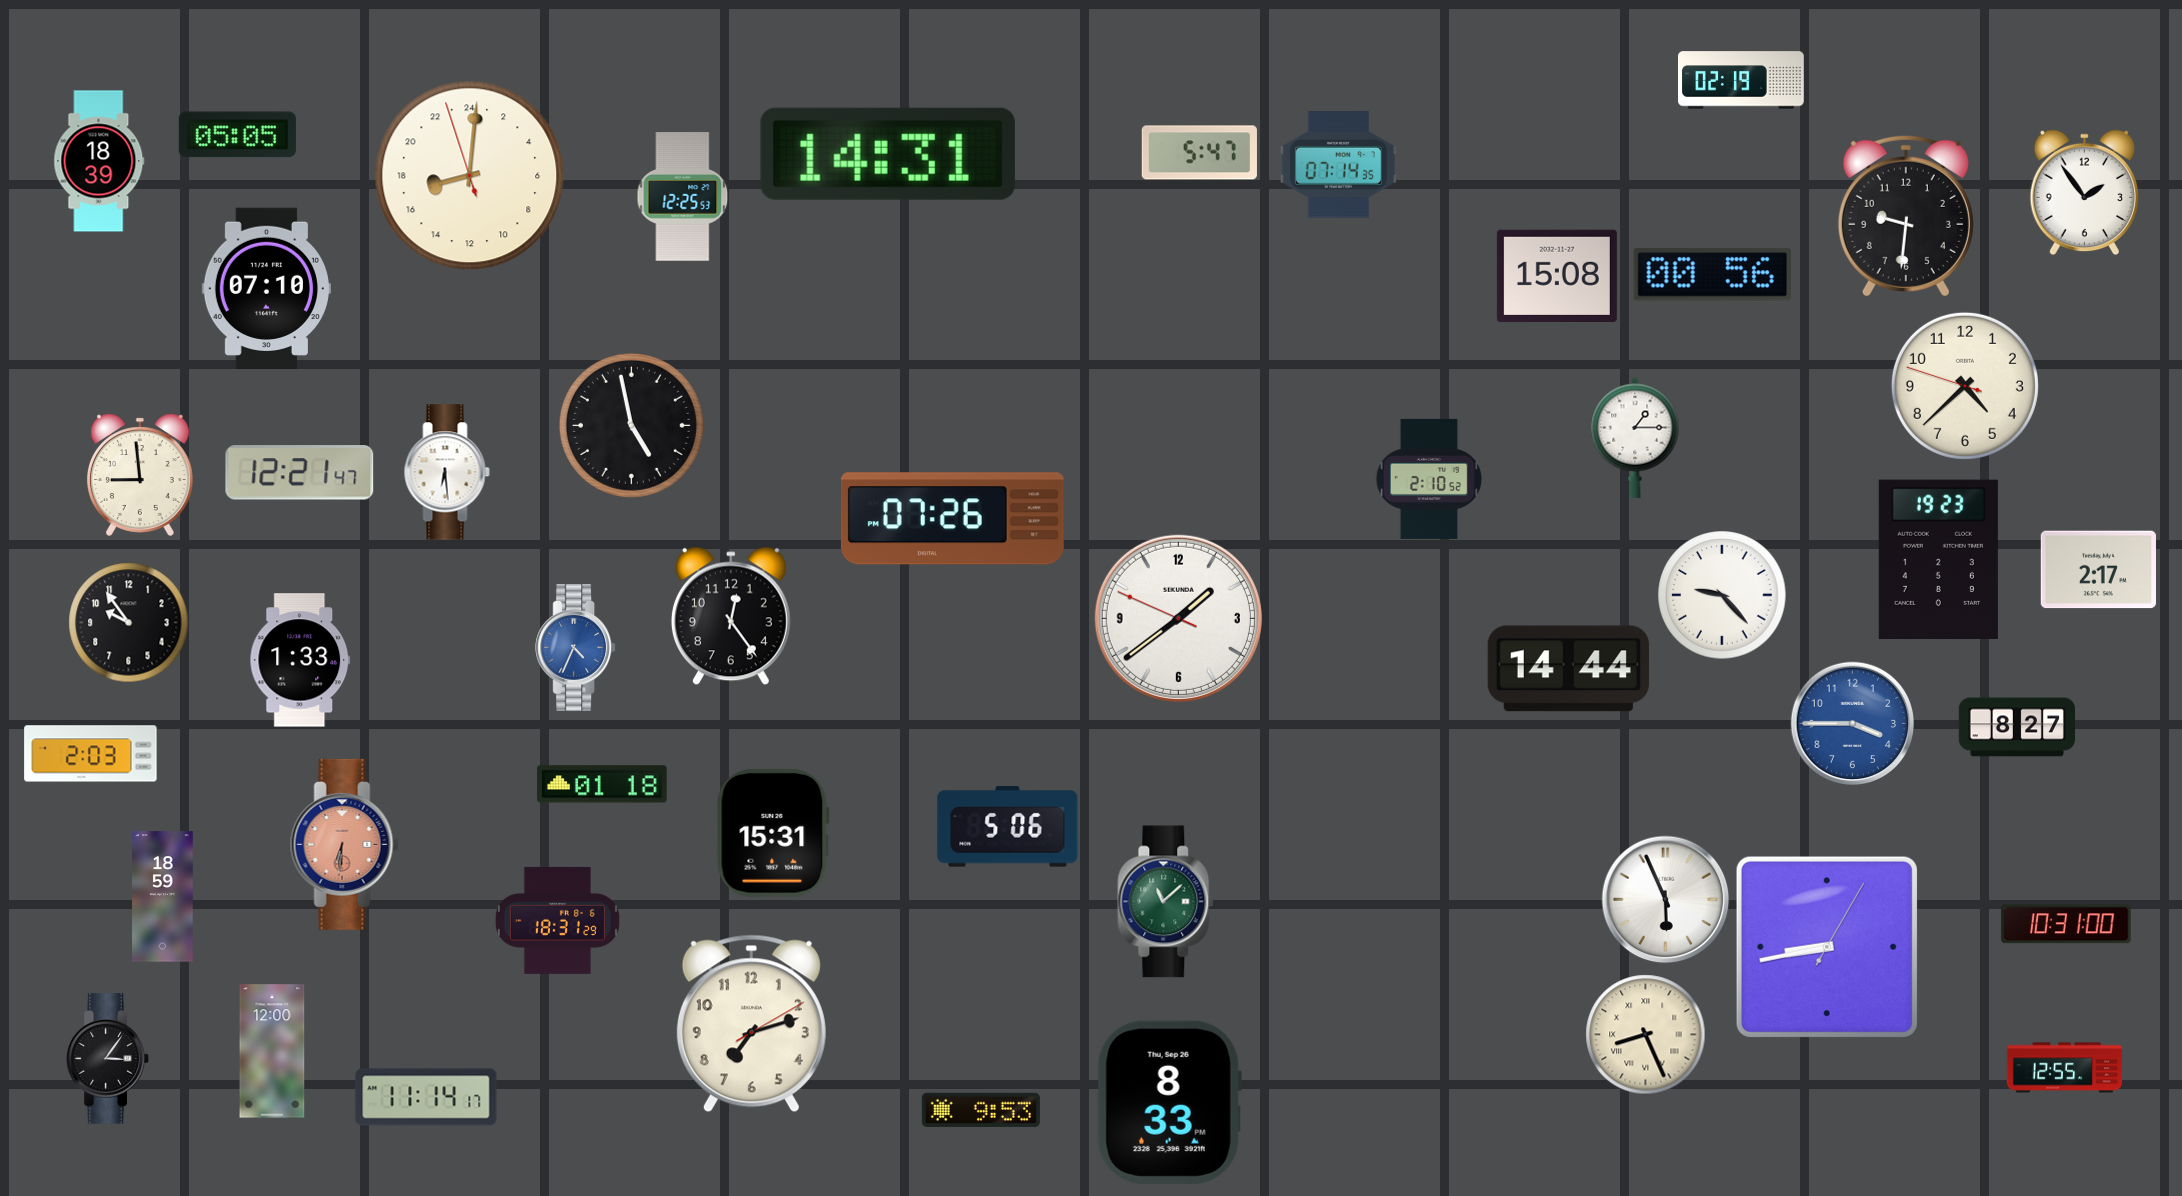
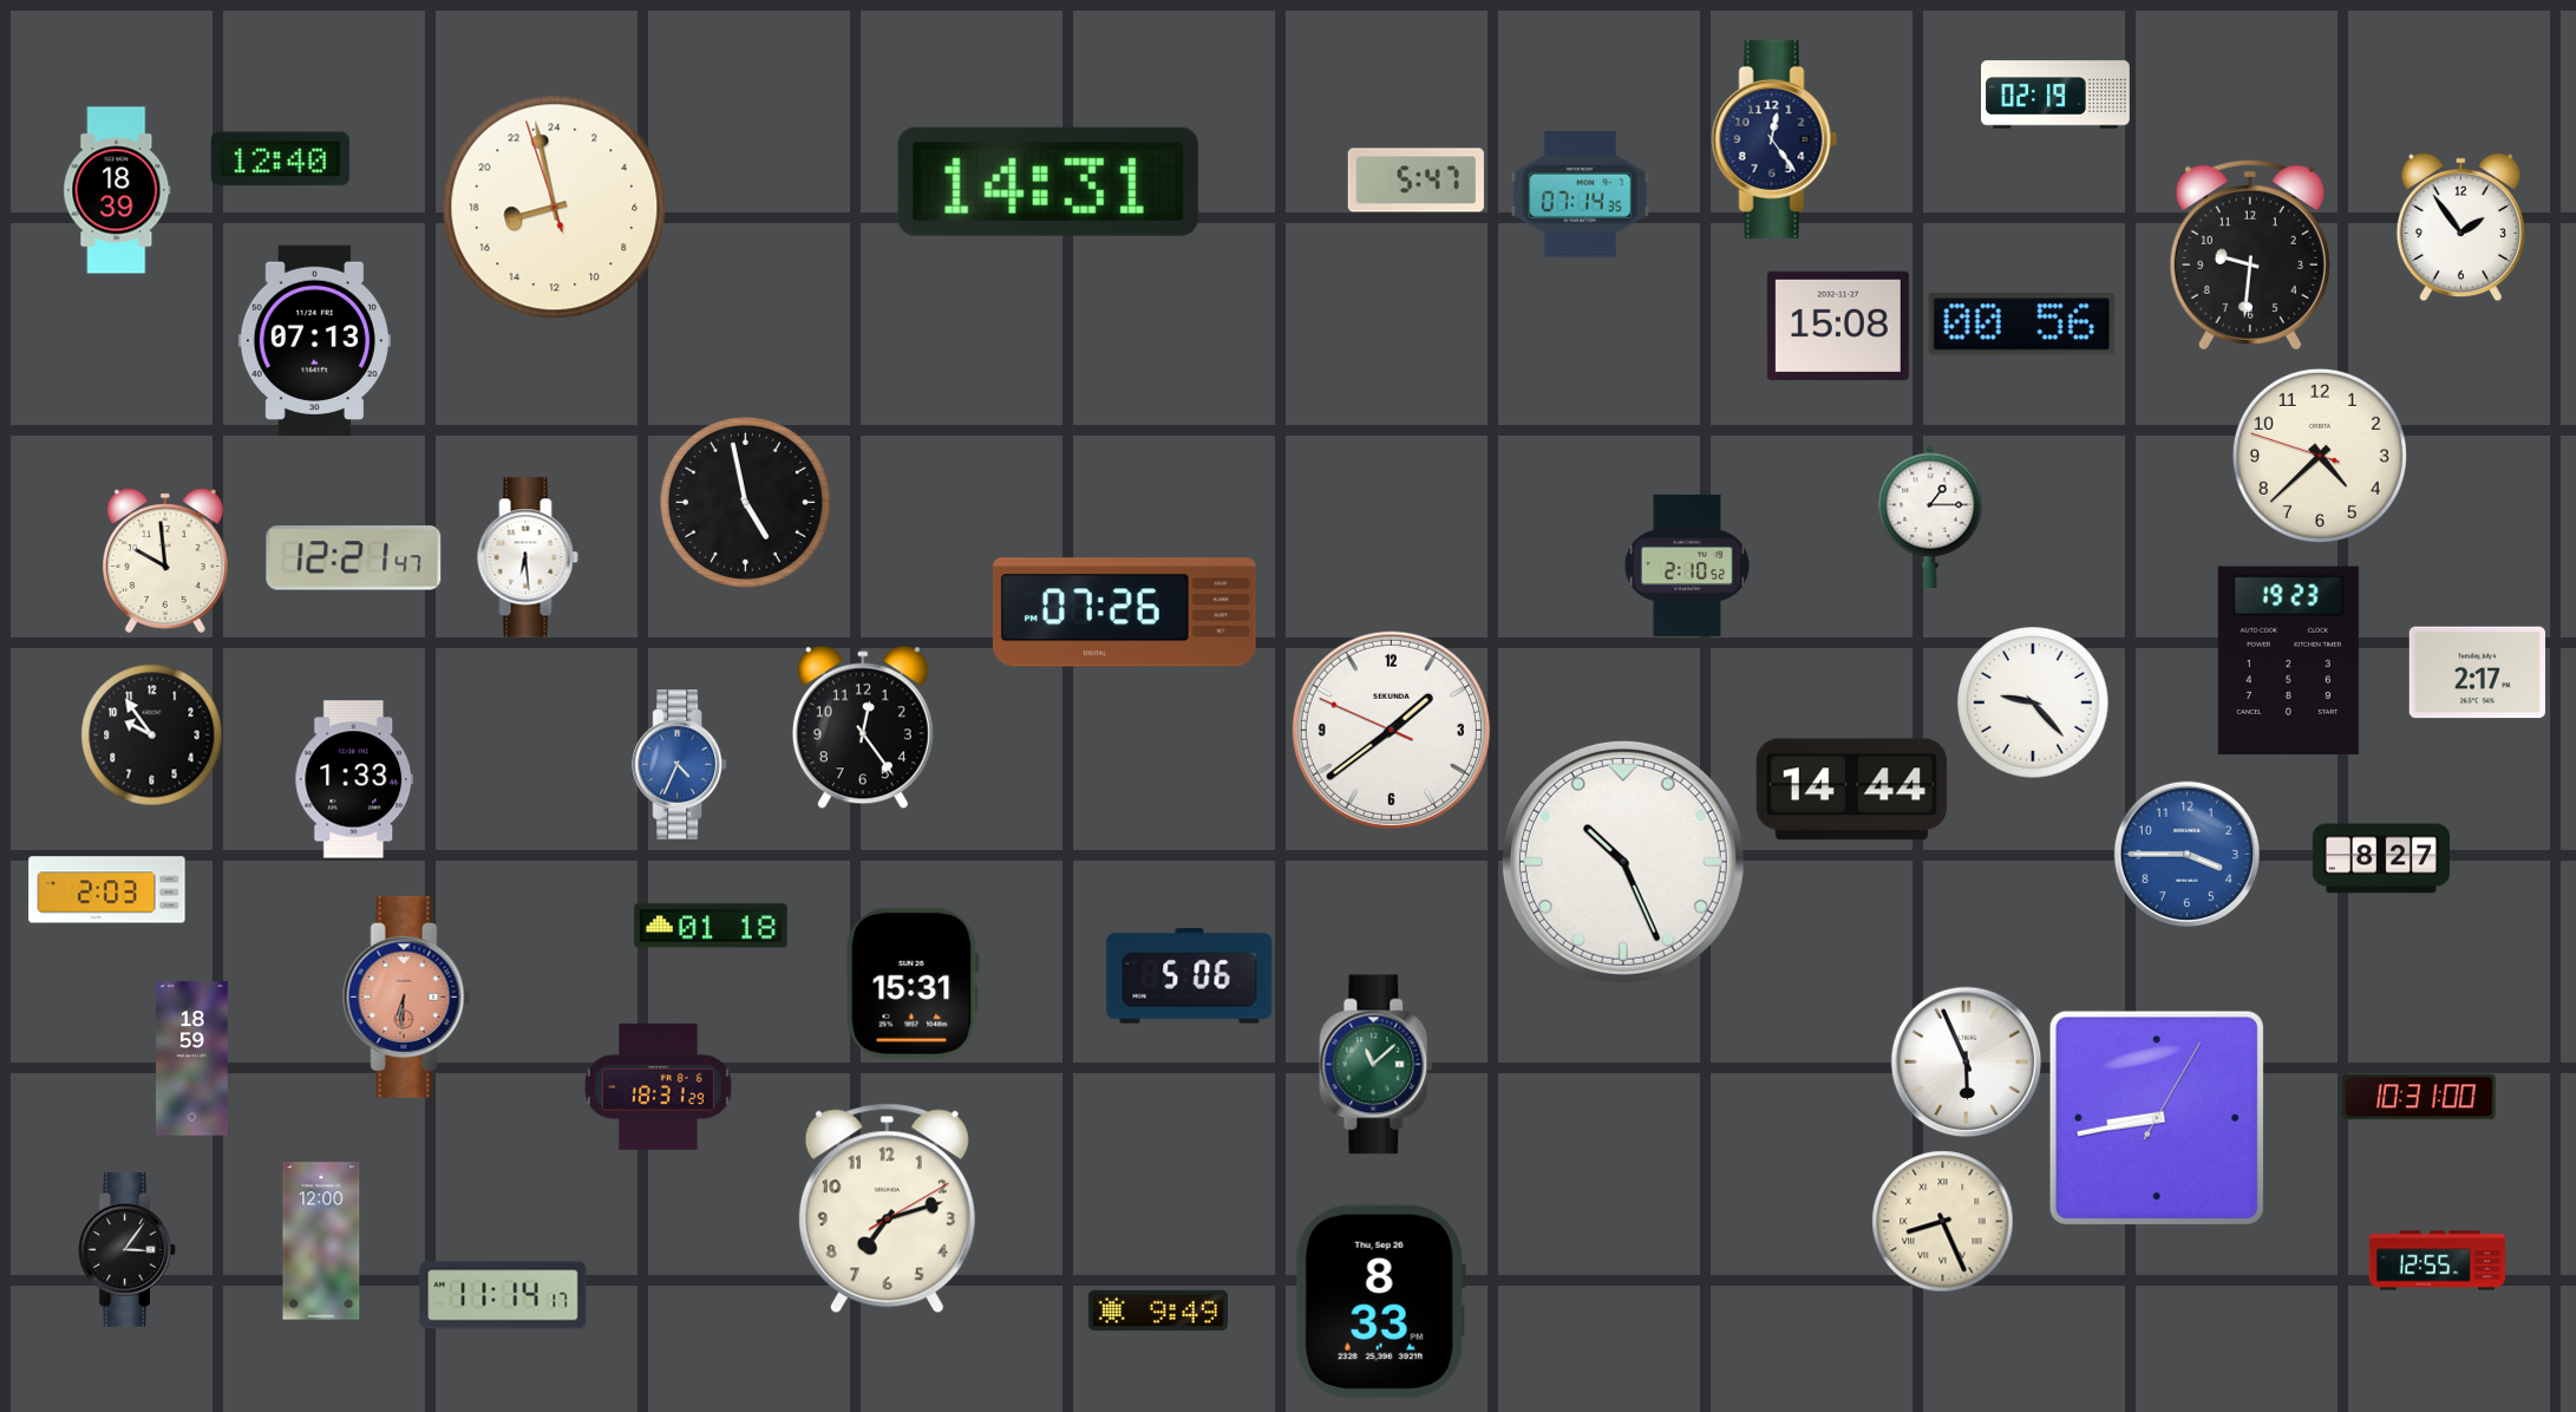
clock at (1774, 139): none -> 12:24
clock at (237, 135): 05:05 -> 12:40
clock at (470, 176): 17:00 -> 16:57
clock at (683, 197): 12:25 -> none
clock at (266, 288): 07:10 -> 07:13
clock at (140, 475): 8:59 -> 9:59
clock at (1623, 862): none -> 10:26
clock at (2066, 924) position: (2066, 924) -> (2419, 1097)
clock at (981, 1110): 9:53 -> 9:49
